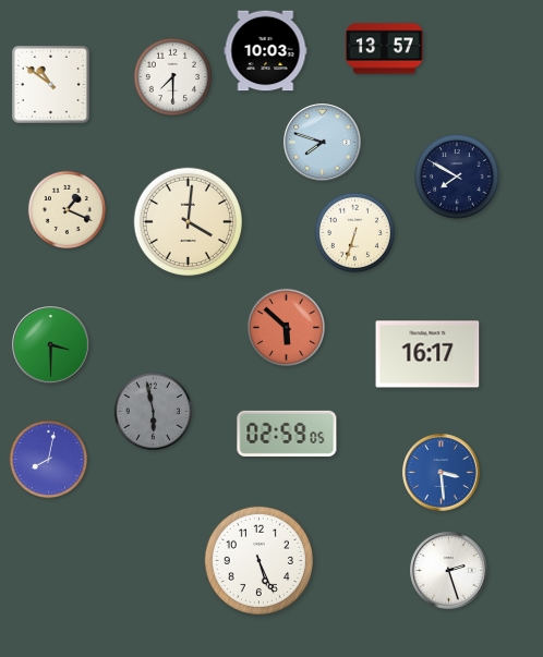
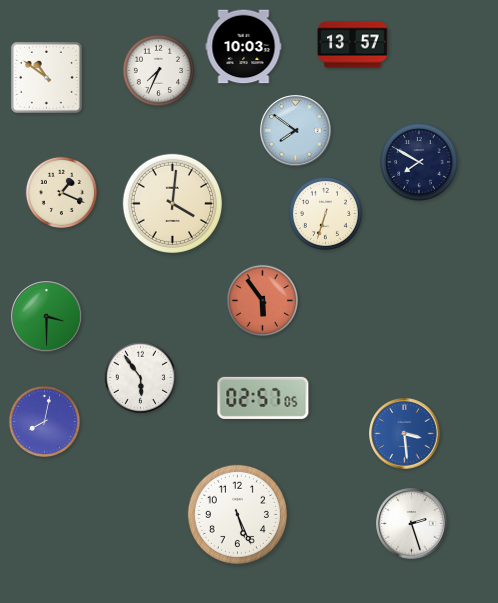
clock at (172, 76): 7:30 -> 7:34
clock at (323, 143): 7:48 -> 7:51
clock at (286, 327): 5:52 -> 5:54
clock at (427, 354): 16:17 -> none
clock at (153, 411): 5:58 -> 5:54
clock at (153, 411) dial: grey -> white
clock at (287, 434): 02:59 -> 02:57
